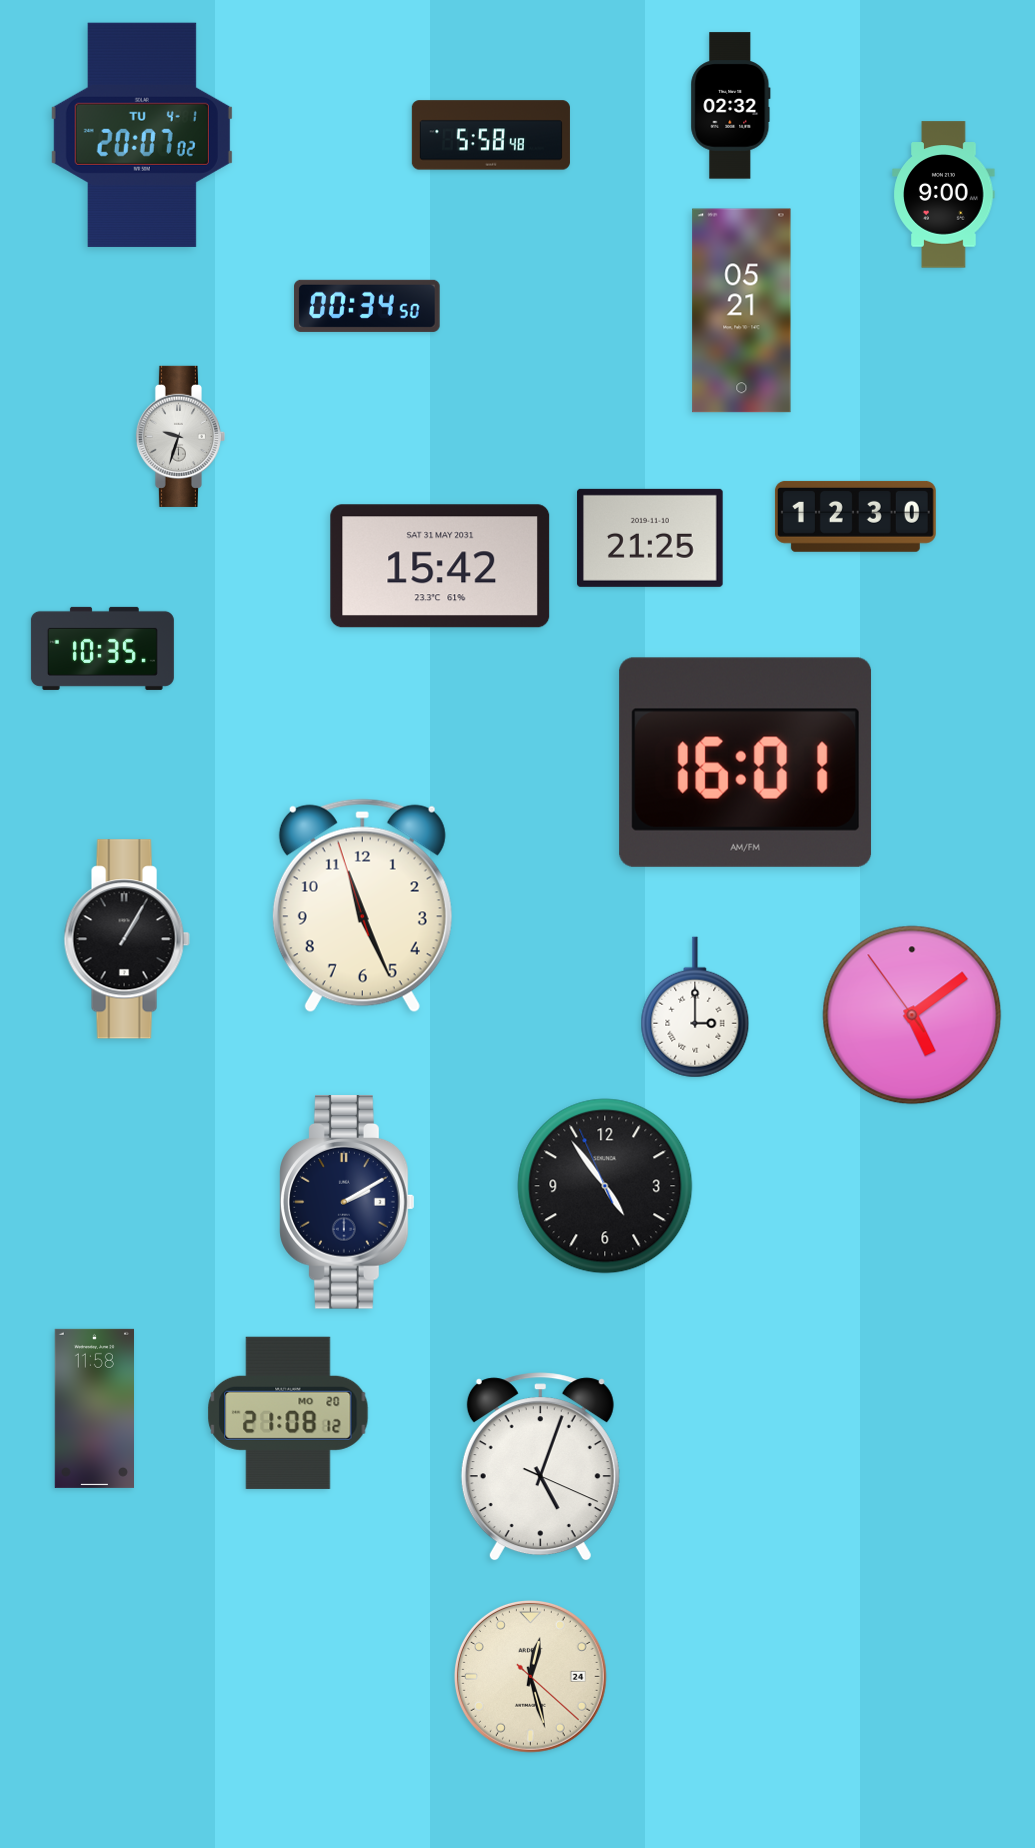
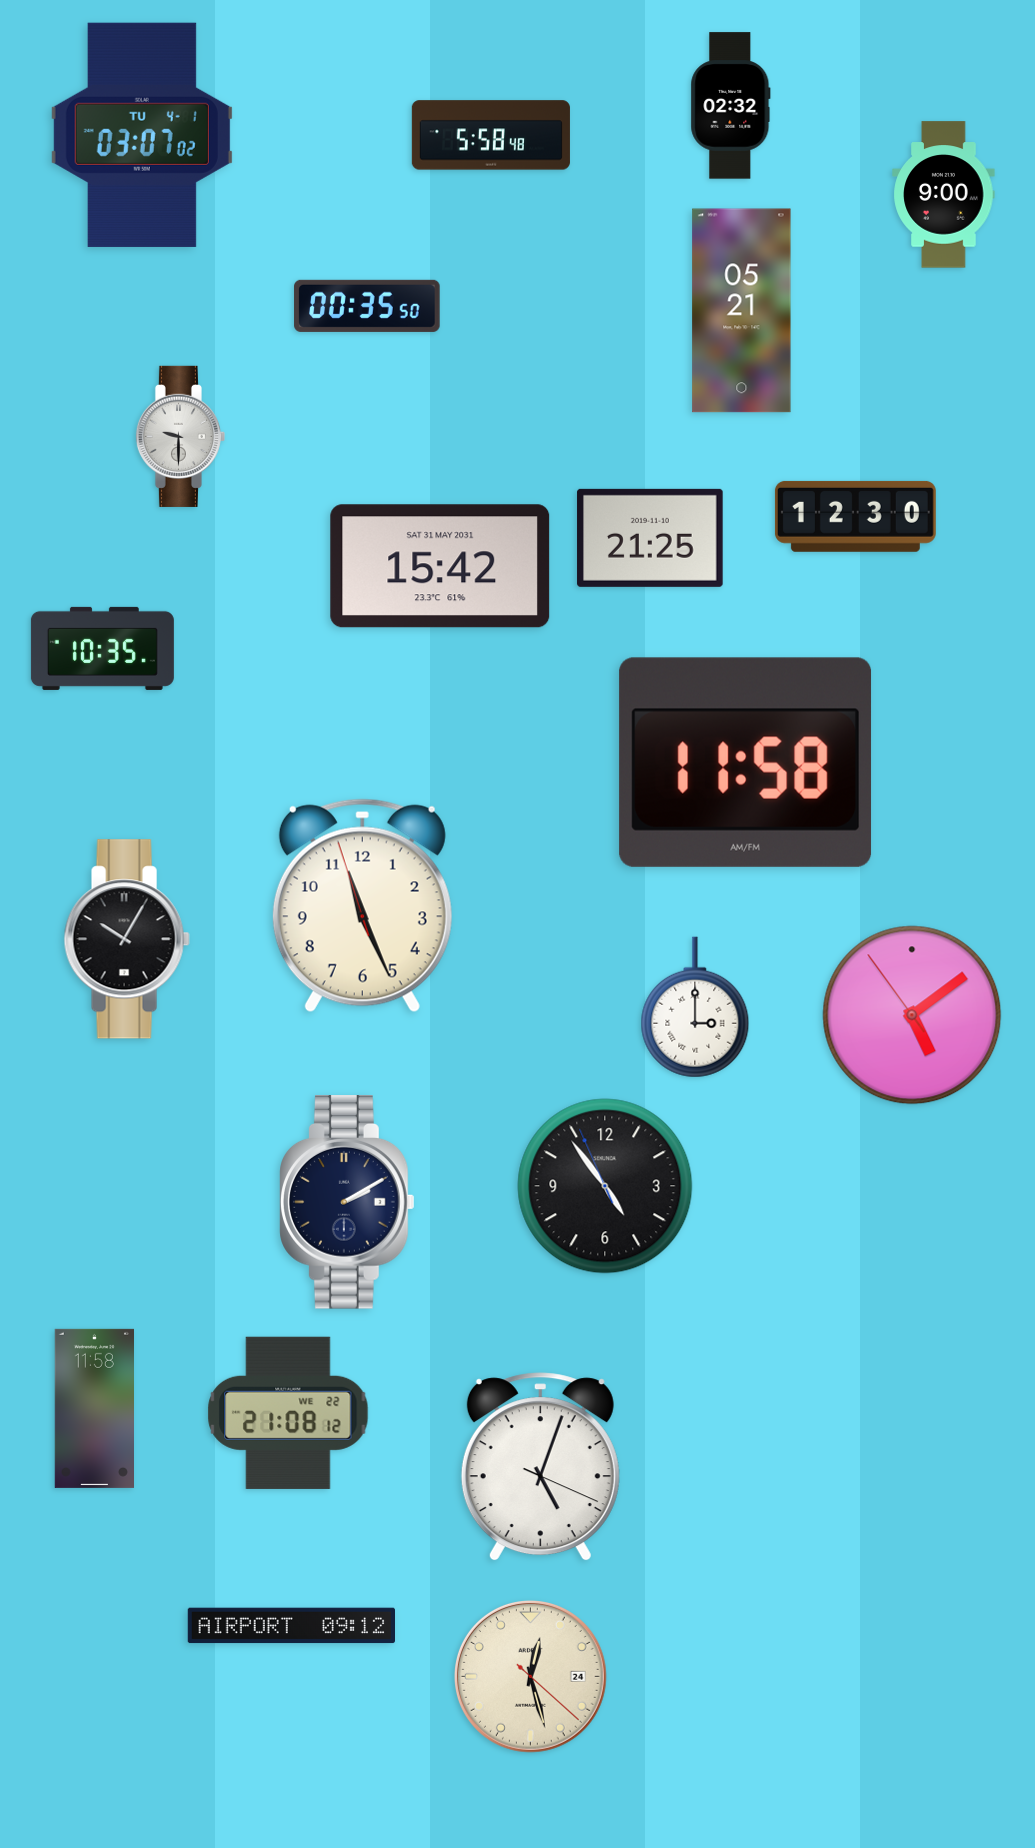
clock at (142, 135): 20:07 -> 03:07
clock at (367, 306): 00:34 -> 00:35
clock at (180, 436): 9:33 -> 9:30
clock at (746, 762): 16:01 -> 11:58
clock at (127, 939): 1:05 -> 10:05
clock at (288, 1413) date: MO 20 -> WE 22
clock at (291, 1626): none -> 09:12
